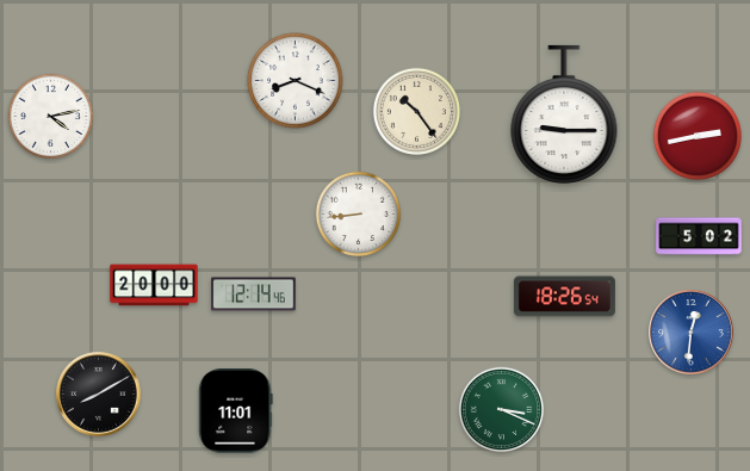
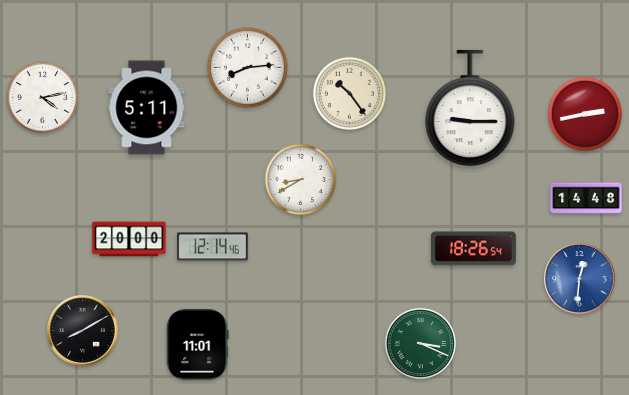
clock at (296, 81): 8:19 -> 8:14
clock at (564, 114) position: (564, 114) -> (470, 108)
clock at (147, 108): none -> 5:11
clock at (359, 215): 8:44 -> 8:40
clock at (699, 236): 5:02 -> 14:48
